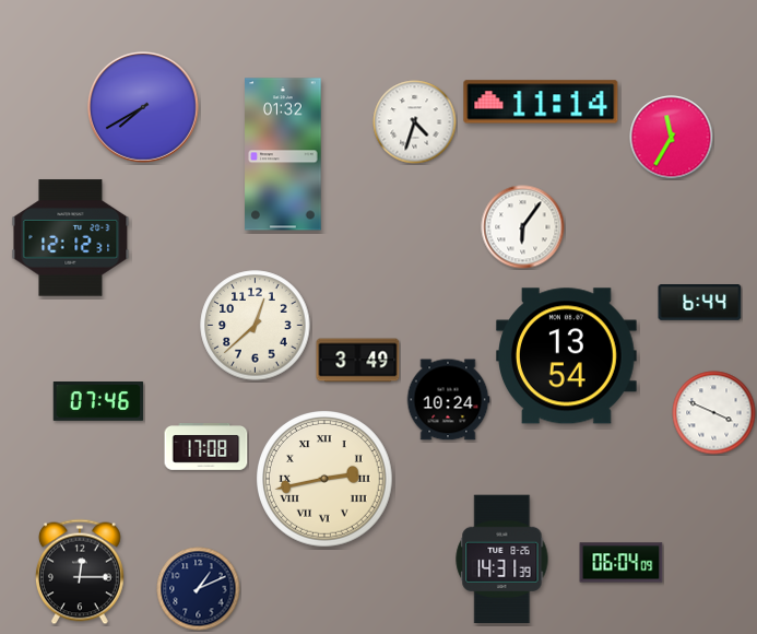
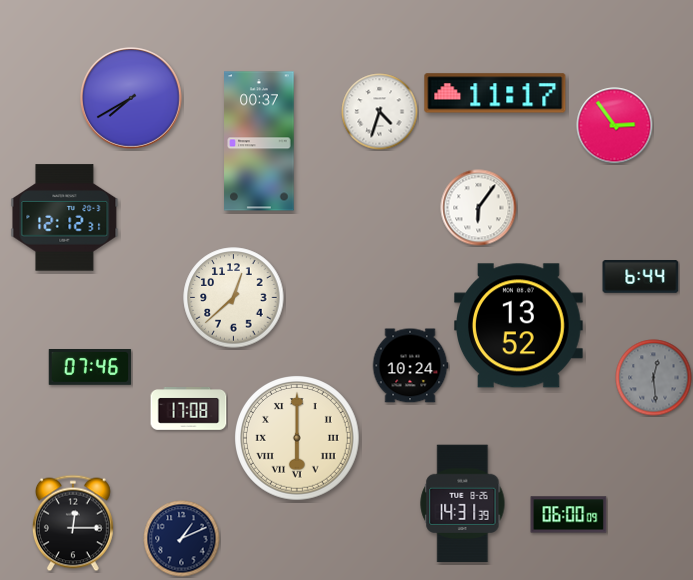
clock at (541, 102): 11:14 -> 11:17
clock at (672, 138): 11:35 -> 2:54
clock at (283, 154): 01:32 -> 00:37
clock at (567, 356): 13:54 -> 13:52
clock at (358, 361): 3:49 -> none
clock at (714, 413): 3:49 -> 12:29
clock at (714, 413) dial: white -> grey
clock at (326, 480): 2:43 -> 6:00
clock at (502, 560) position: (502, 560) -> (463, 504)
clock at (622, 563): 06:04 -> 06:00
